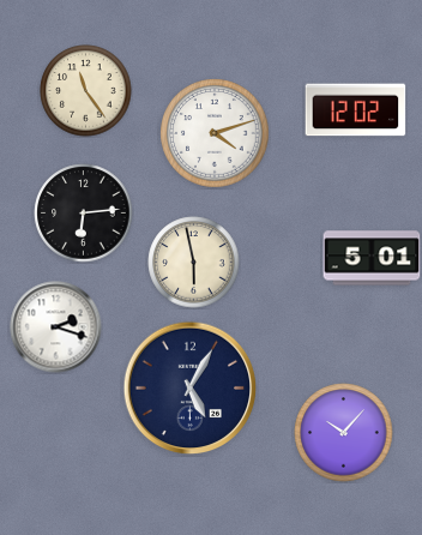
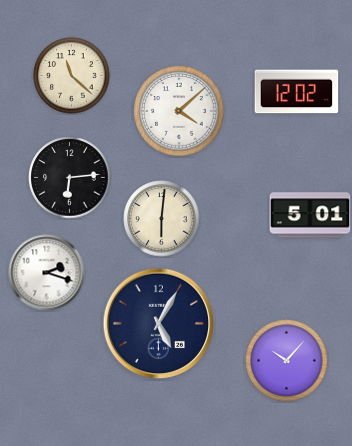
clock at (86, 91): 11:24 -> 11:22
clock at (215, 133): 4:12 -> 4:08
clock at (194, 263): 5:58 -> 6:01
